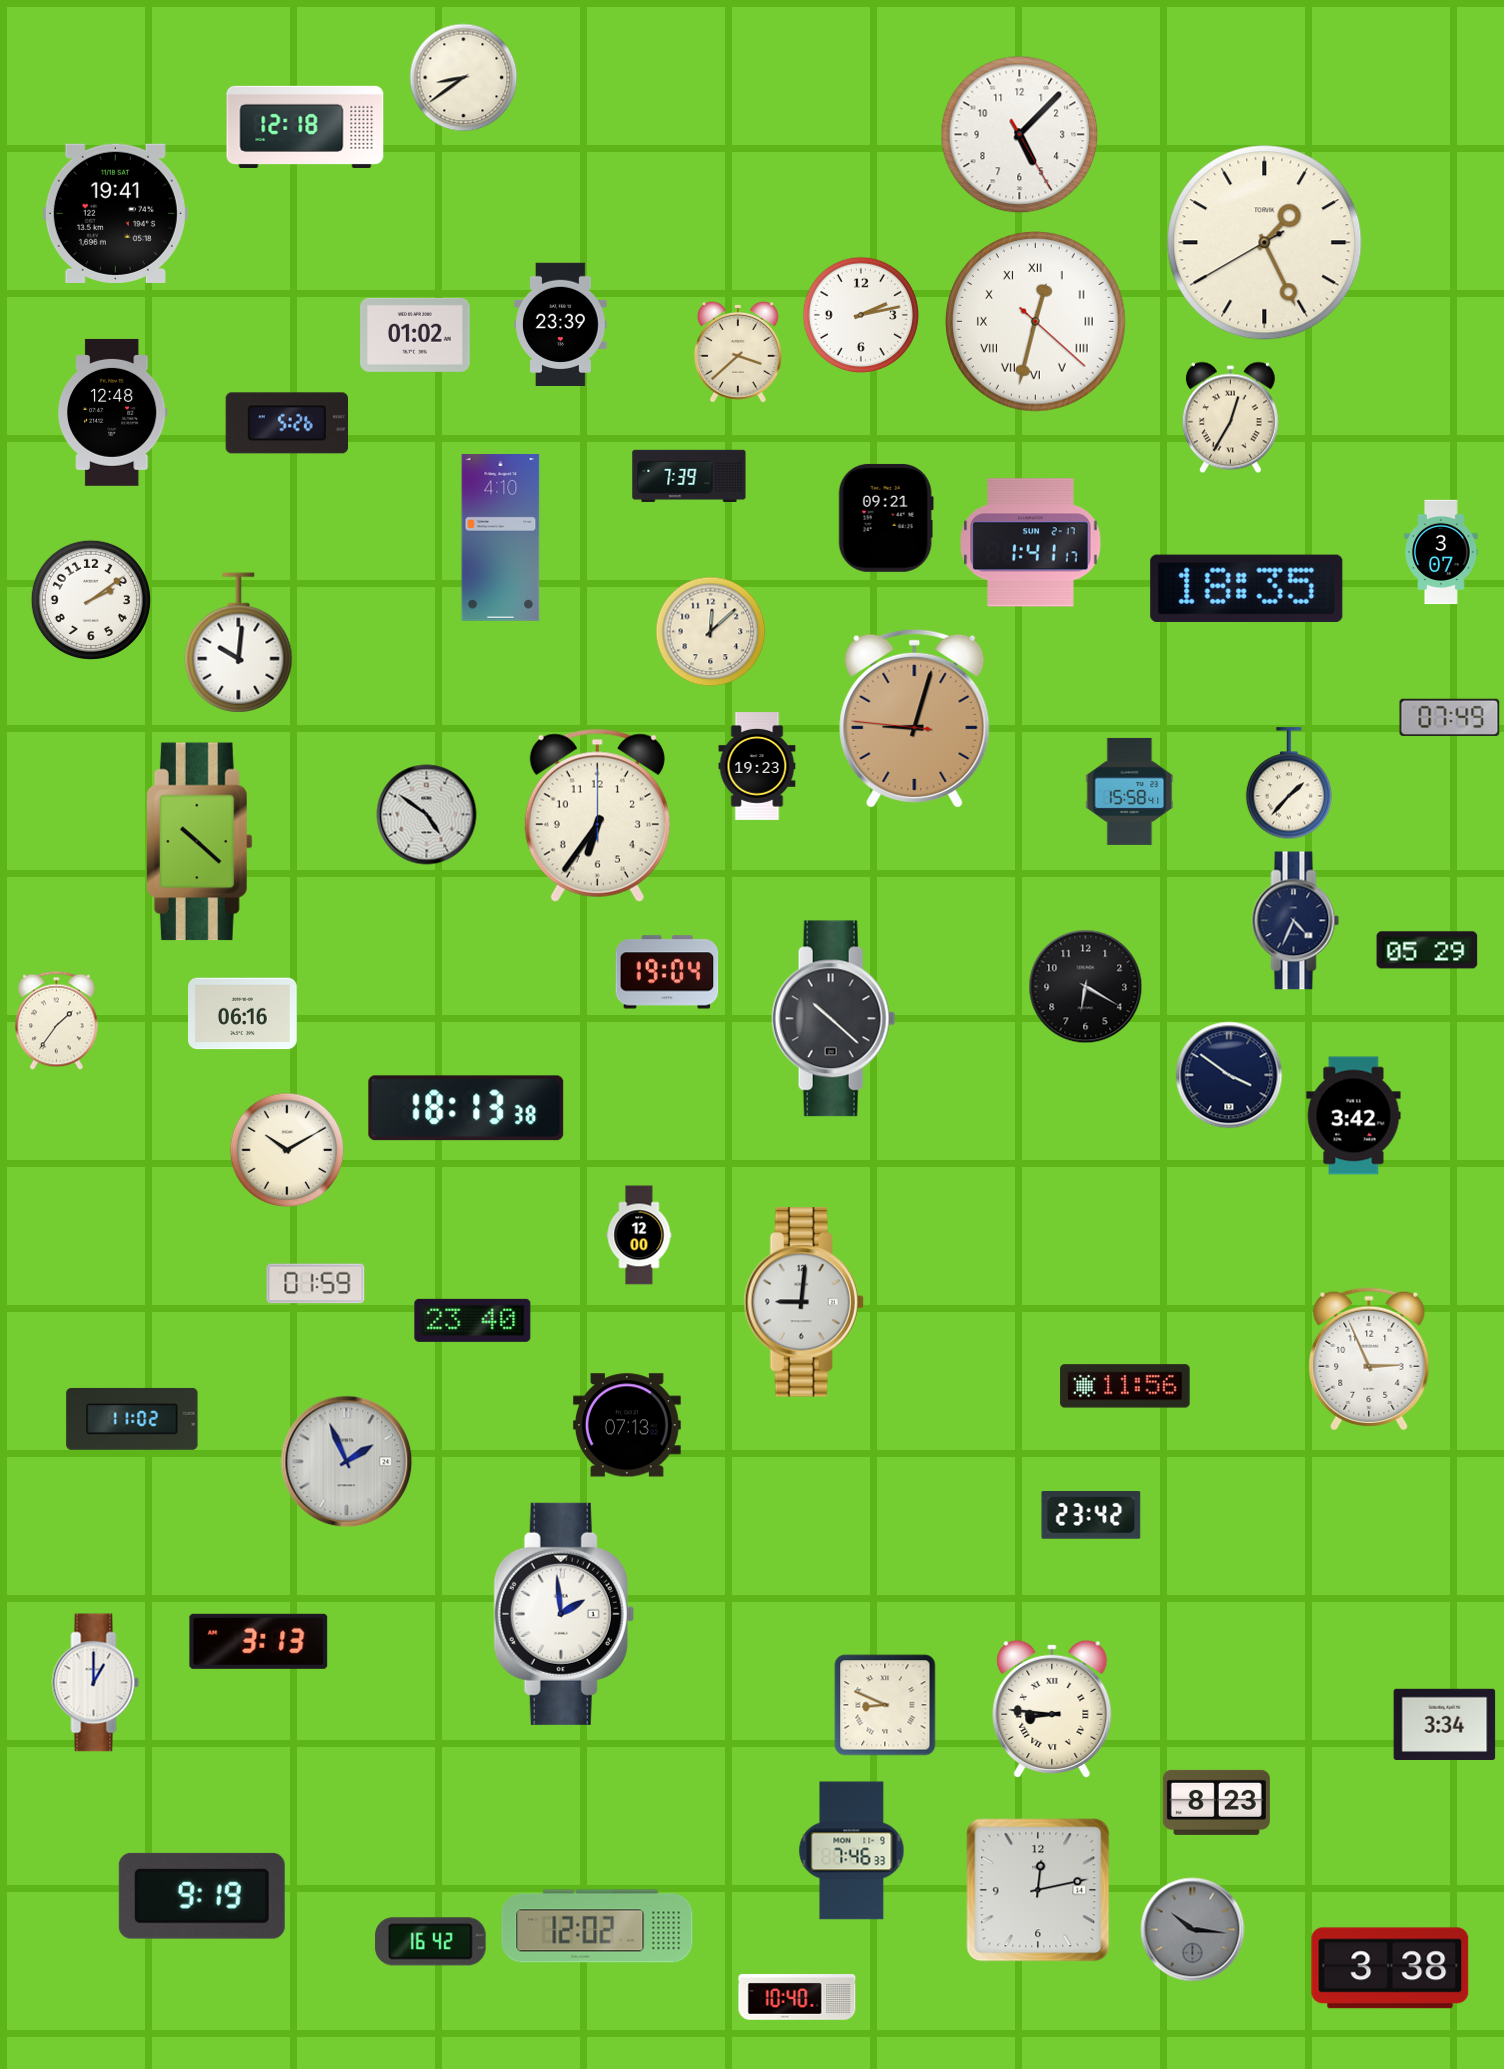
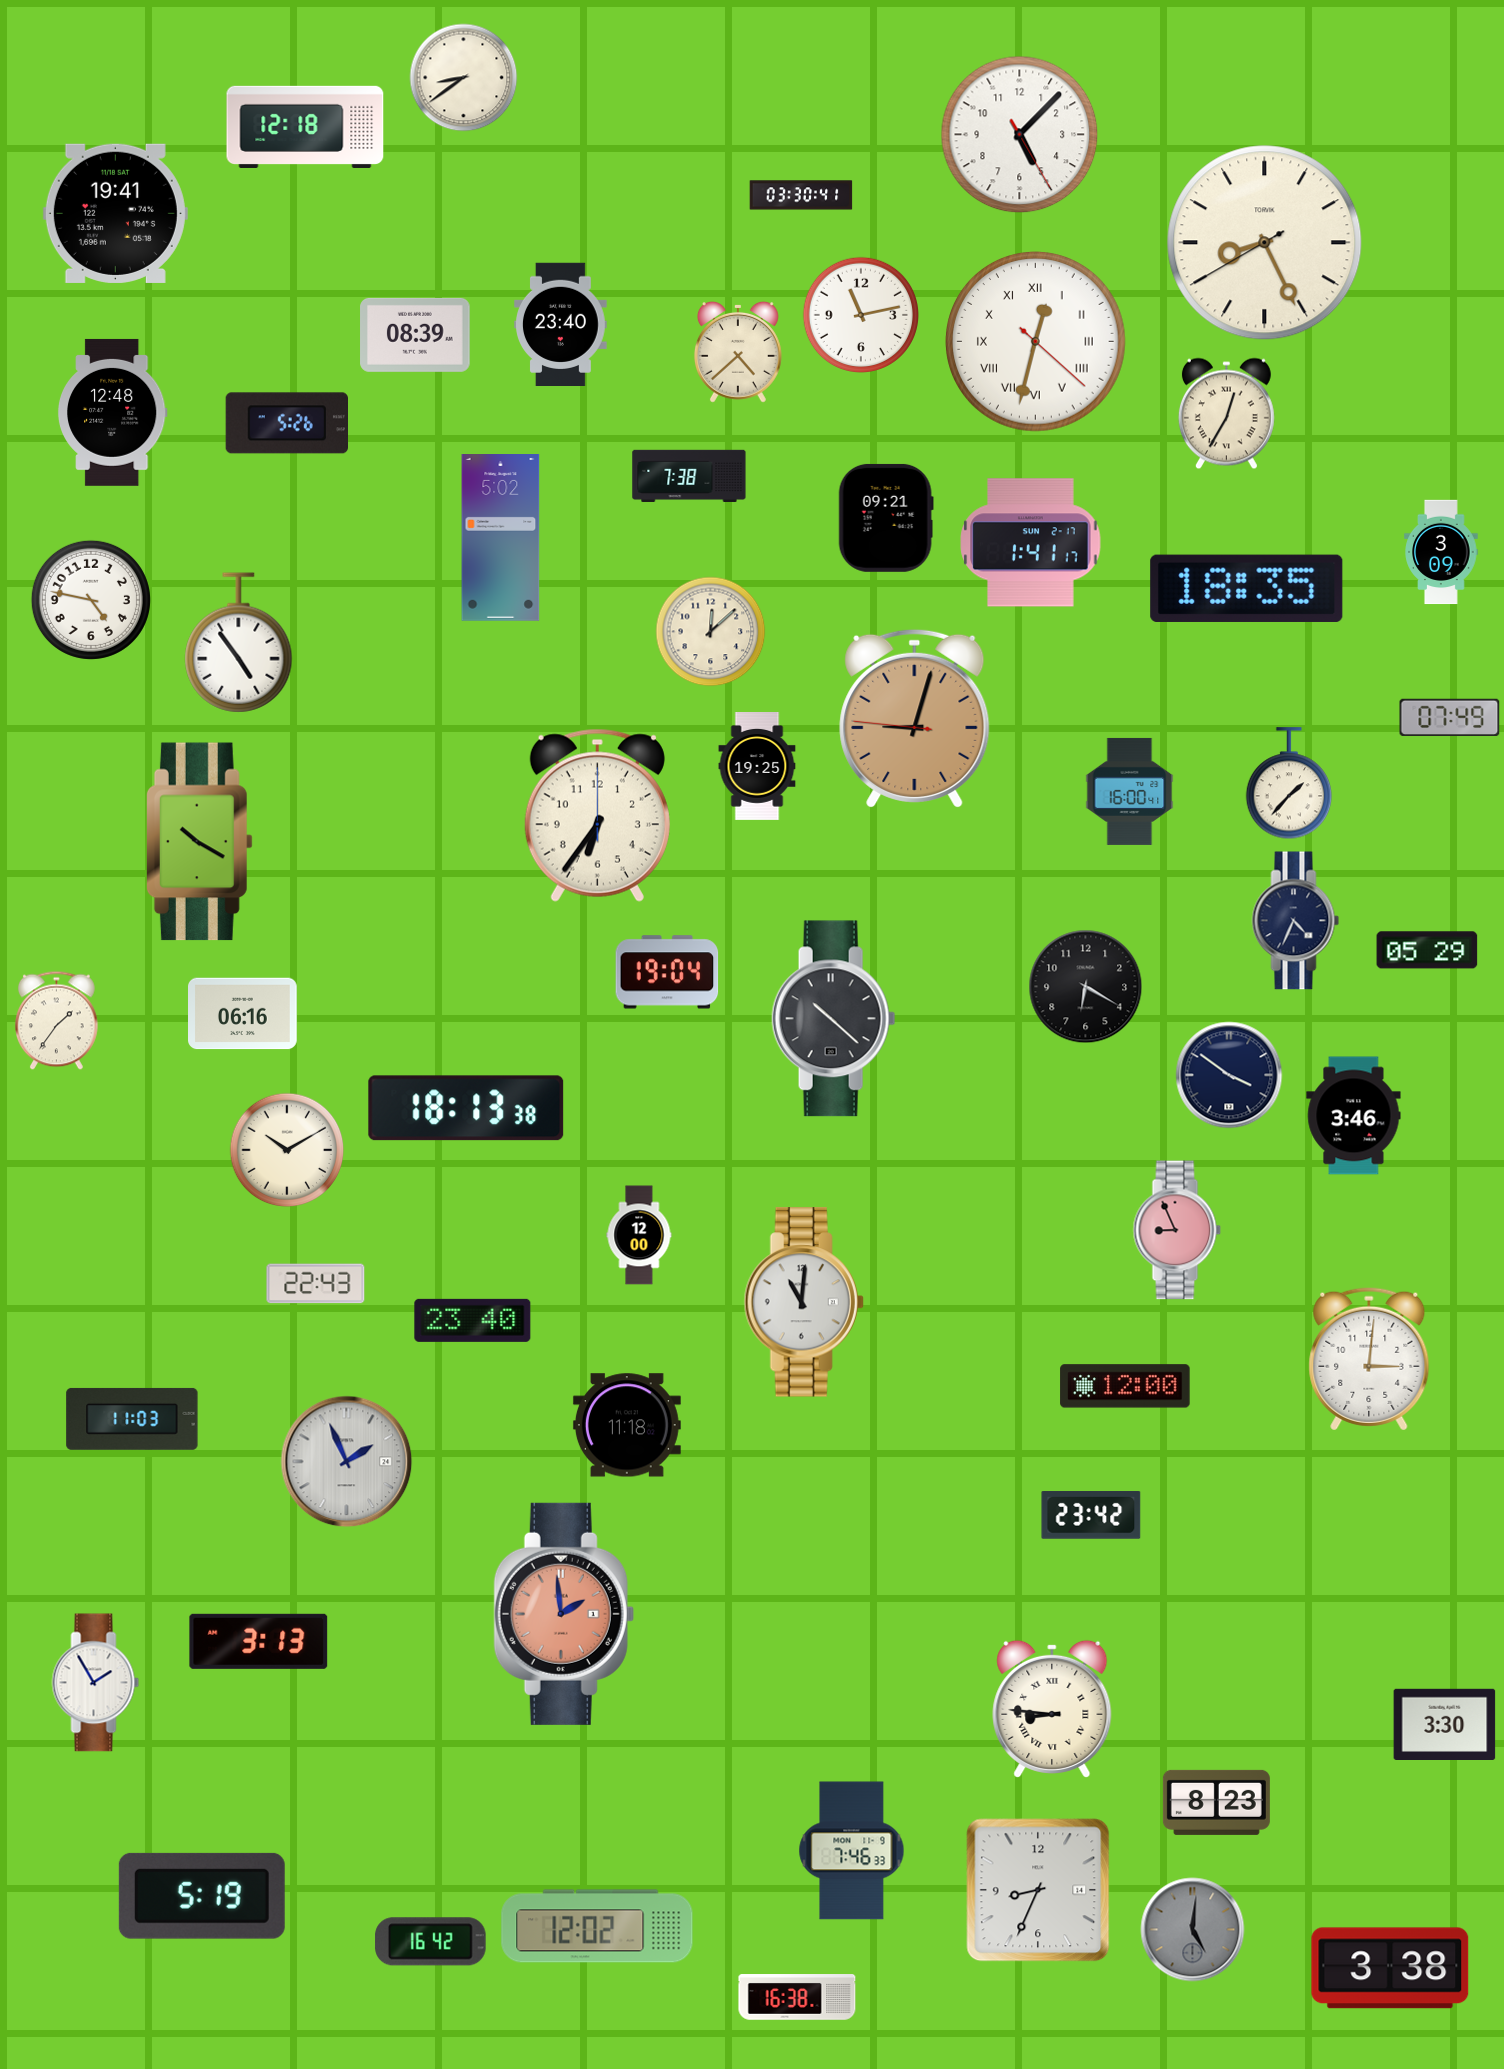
clock at (801, 195): none -> 03:30
clock at (1265, 243): 1:25 -> 8:25
clock at (860, 314): 2:13 -> 11:13
clock at (1036, 322) position: (1036, 322) -> (1036, 342)
clock at (561, 324): 23:39 -> 23:40
clock at (415, 335): 01:02 -> 08:39
clock at (738, 352): 3:38 -> 4:38
clock at (1230, 418) position: (1230, 418) -> (1226, 414)
clock at (689, 476): 7:39 -> 7:38
clock at (501, 538): 4:10 -> 5:02
clock at (1441, 552): 3:07 -> 3:09
clock at (91, 600): 2:09 -> 4:47
clock at (239, 643): 10:01 -> 4:54
clock at (757, 767): 19:23 -> 19:25
clock at (1130, 791): 15:58 -> 16:00
clock at (427, 815): 4:51 -> none
clock at (199, 842): 10:22 -> 10:20
clock at (1354, 1116): 3:42 -> 3:46
clock at (1177, 1230): none -> 8:56
clock at (316, 1284): 01:59 -> 22:43
clock at (804, 1302): 9:01 -> 11:01
clock at (1369, 1359): 2:56 -> 3:01
clock at (1125, 1386): 11:56 -> 12:00
clock at (132, 1419): 11:02 -> 11:03
clock at (627, 1425): 07:13 -> 11:18
clock at (564, 1614) dial: white -> salmon
clock at (96, 1683): 1:00 -> 1:55
clock at (885, 1705): 8:49 -> none
clock at (1445, 1724): 3:34 -> 3:30
clock at (1038, 1890): 12:13 -> 8:34
clock at (202, 1896): 9:19 -> 5:19
clock at (1193, 1930): 10:16 -> 5:01
clock at (797, 1997): 10:40 -> 16:38
